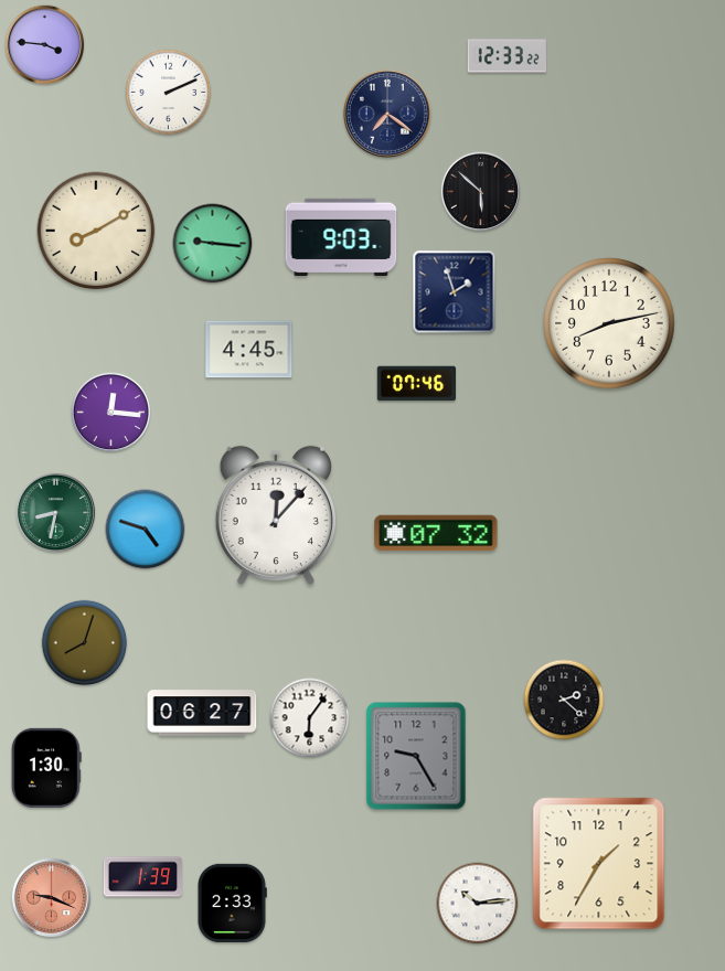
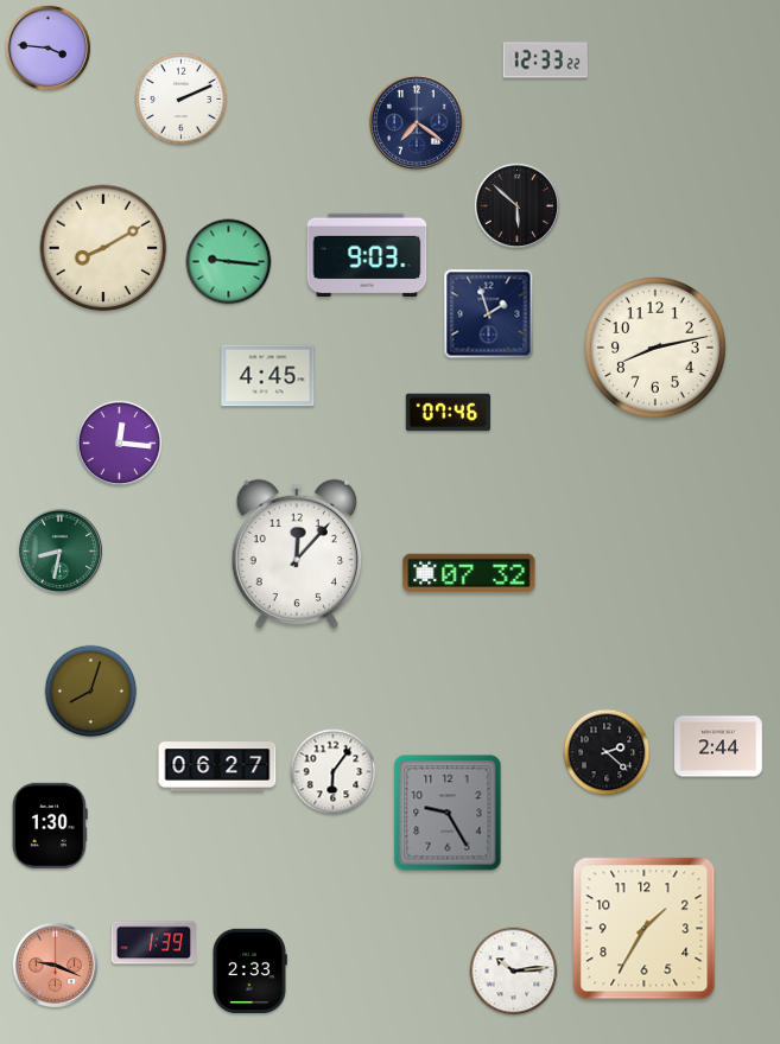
clock at (146, 530): 4:48 -> none
clock at (719, 746): none -> 2:44
